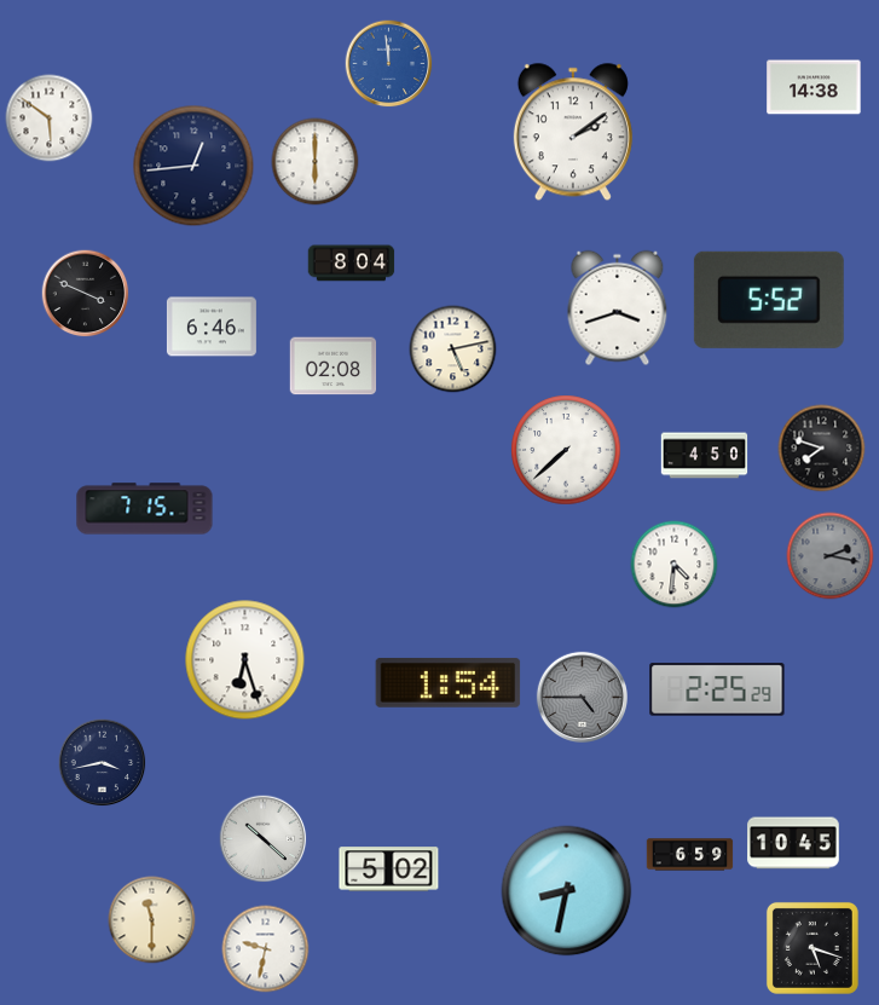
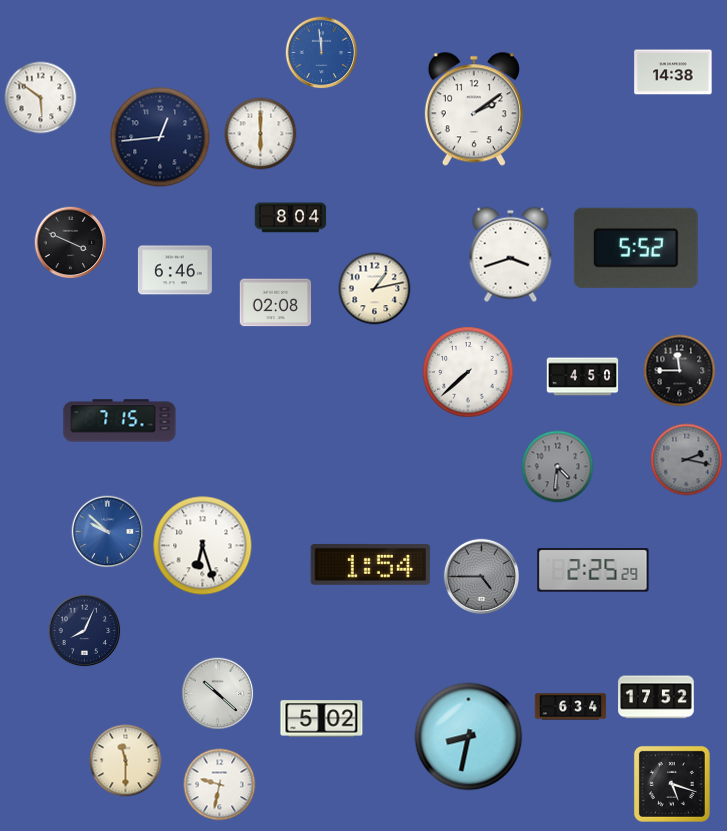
clock at (453, 350): 5:13 -> 1:13
clock at (822, 449): 7:48 -> 11:45
clock at (675, 565) dial: white -> grey
clock at (108, 532): none -> 9:52
clock at (103, 763): 3:43 -> 8:04
clock at (793, 843): 10:45 -> 17:52
clock at (690, 855): 6:59 -> 6:34
